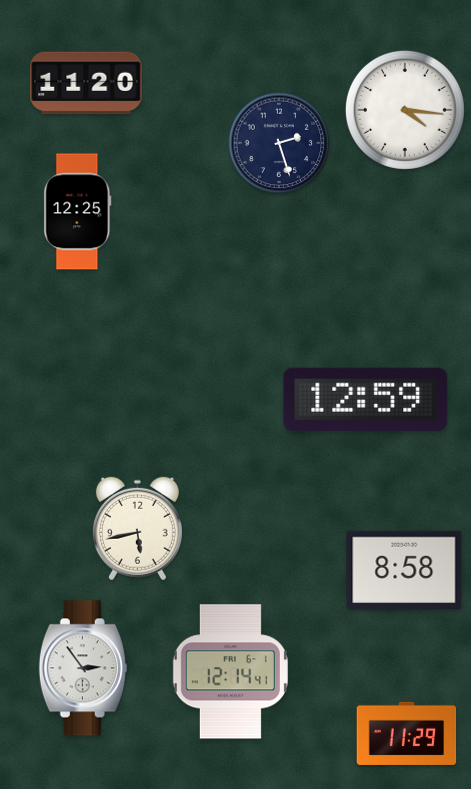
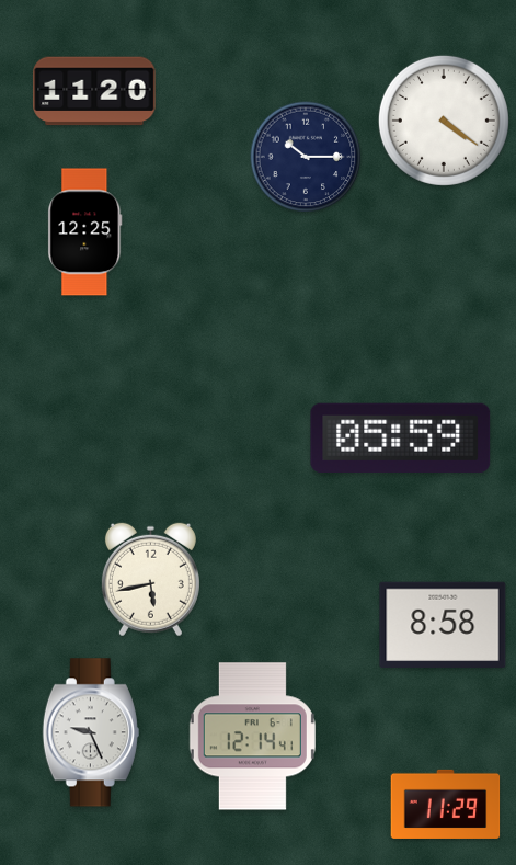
clock at (405, 110): 4:16 -> 4:21
clock at (279, 143): 2:27 -> 10:15
clock at (366, 399): 12:59 -> 05:59
clock at (83, 668): 2:54 -> 9:26
